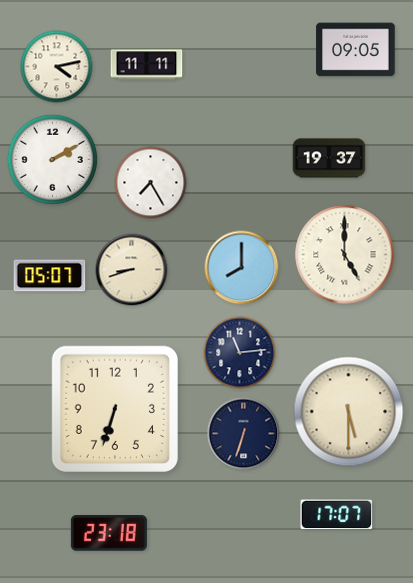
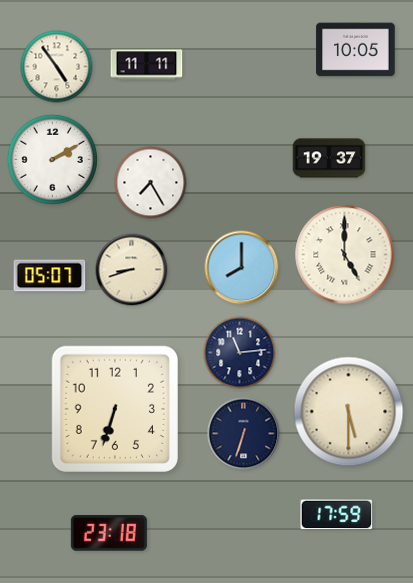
clock at (356, 50): 09:05 -> 10:05
clock at (57, 67): 4:13 -> 4:54
clock at (337, 515): 17:07 -> 17:59
